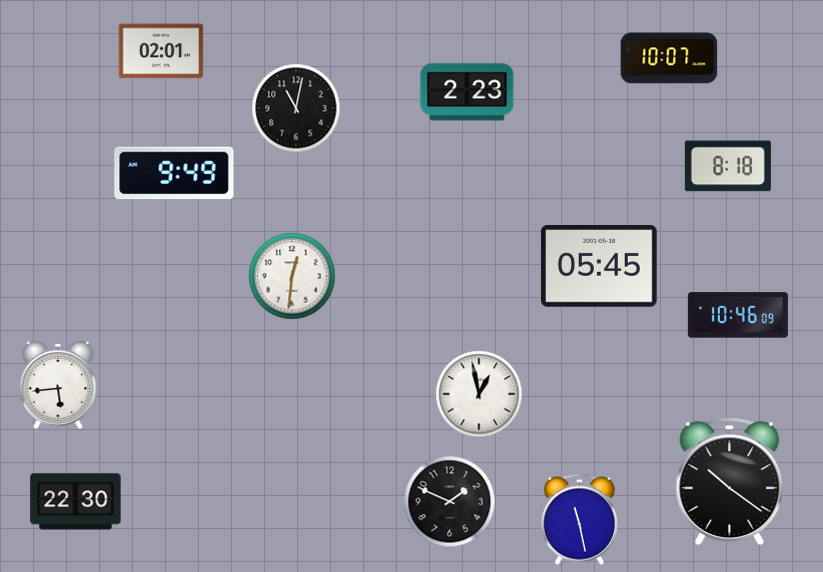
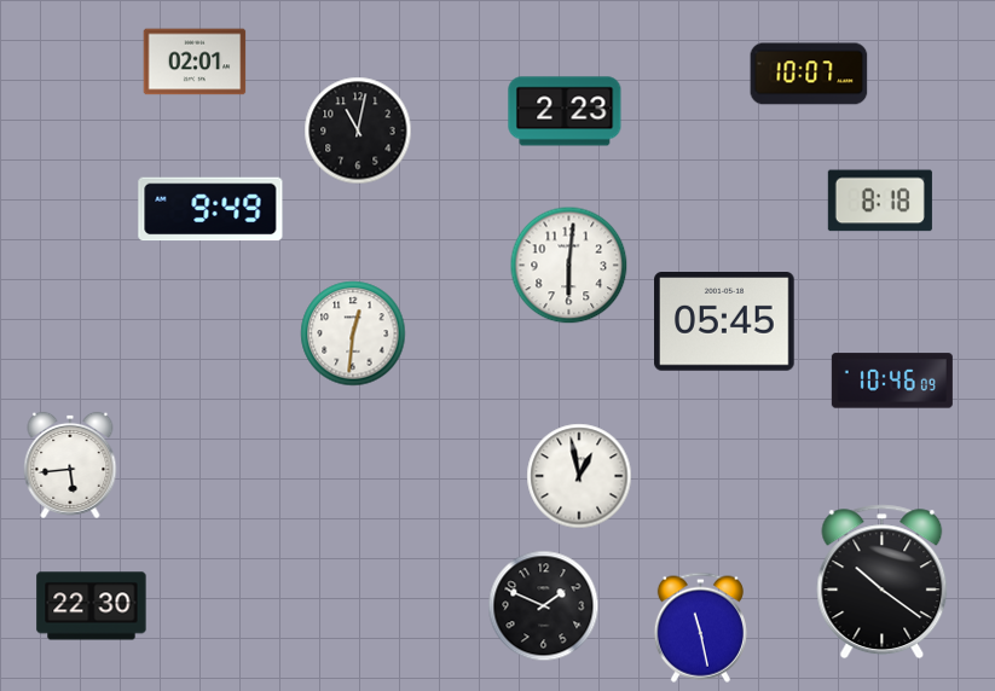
clock at (669, 58) position: (669, 58) -> (809, 74)
clock at (569, 266): none -> 6:01
